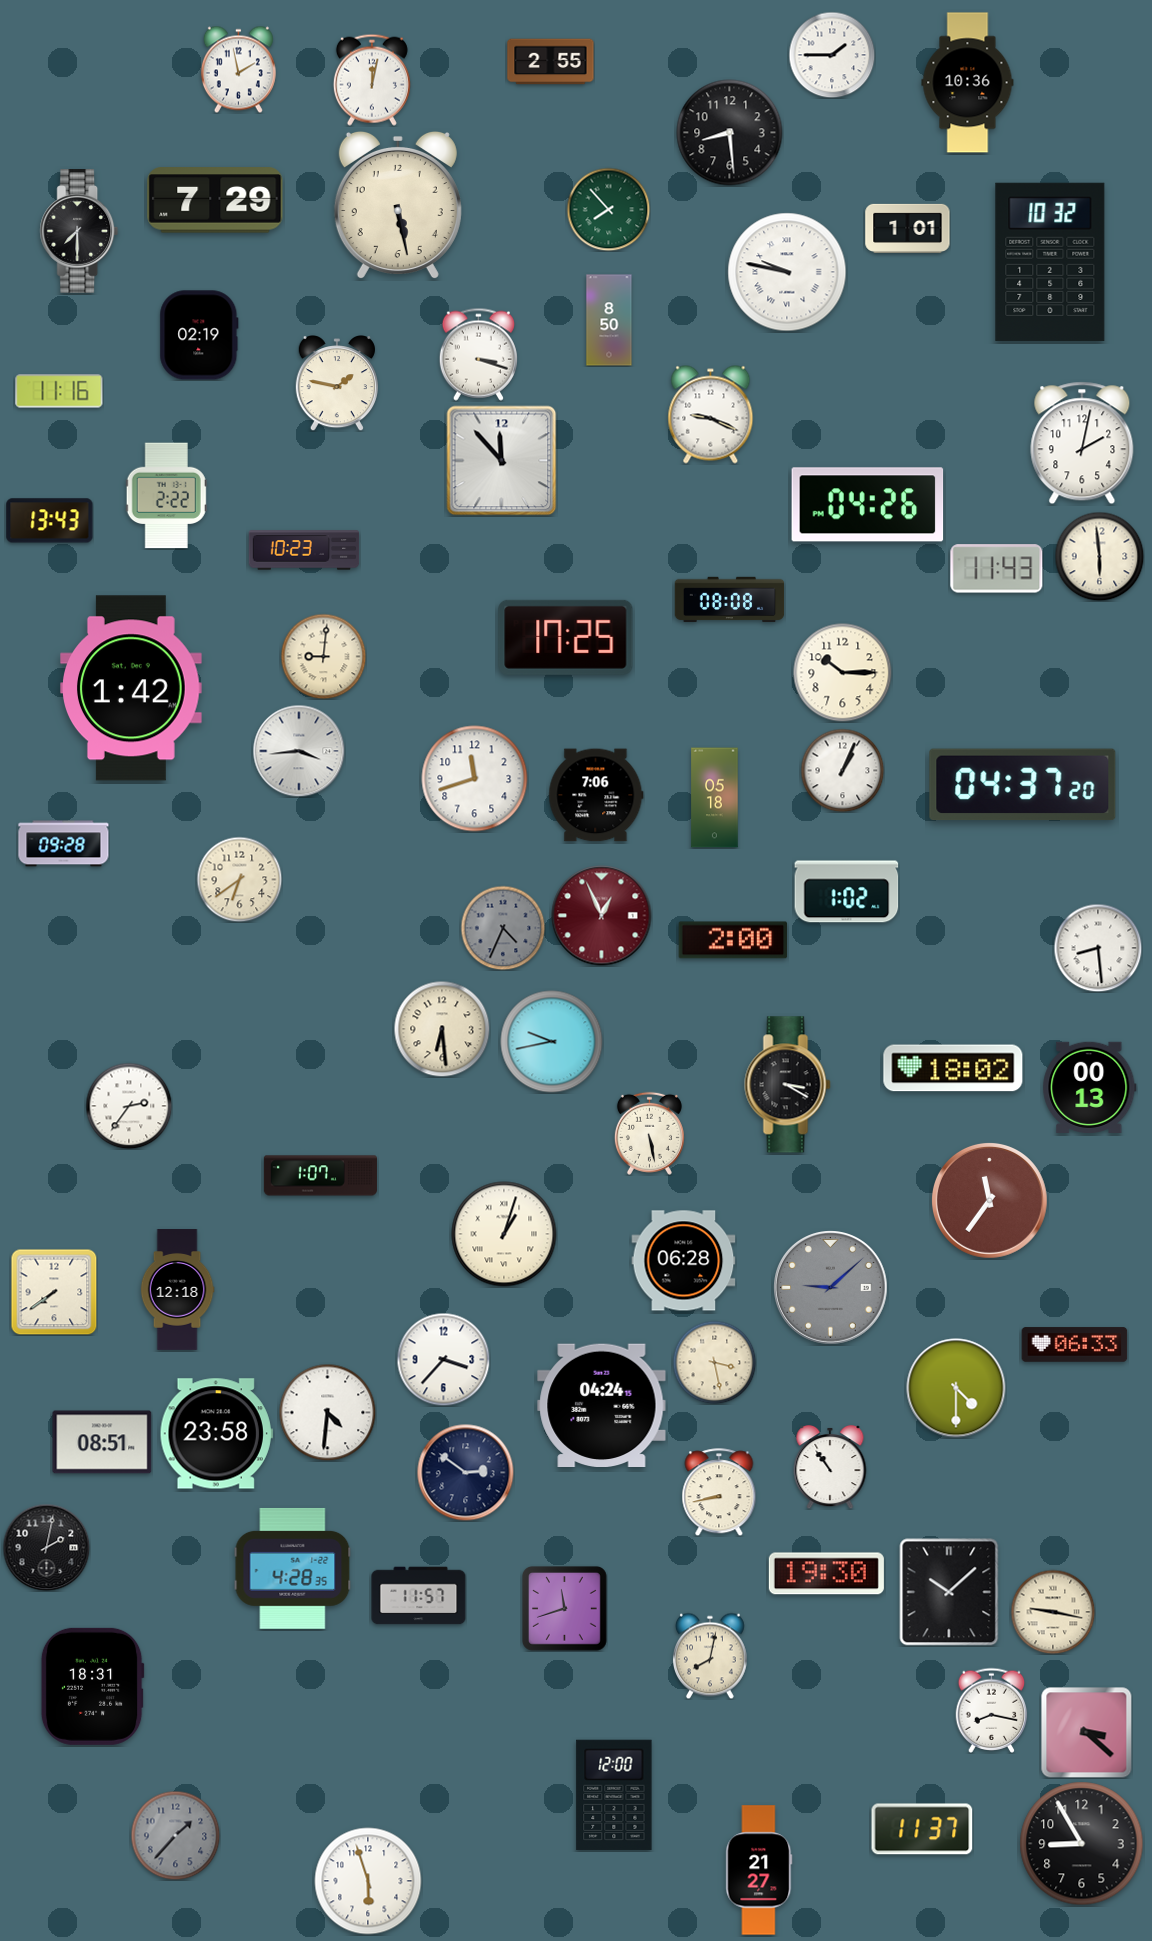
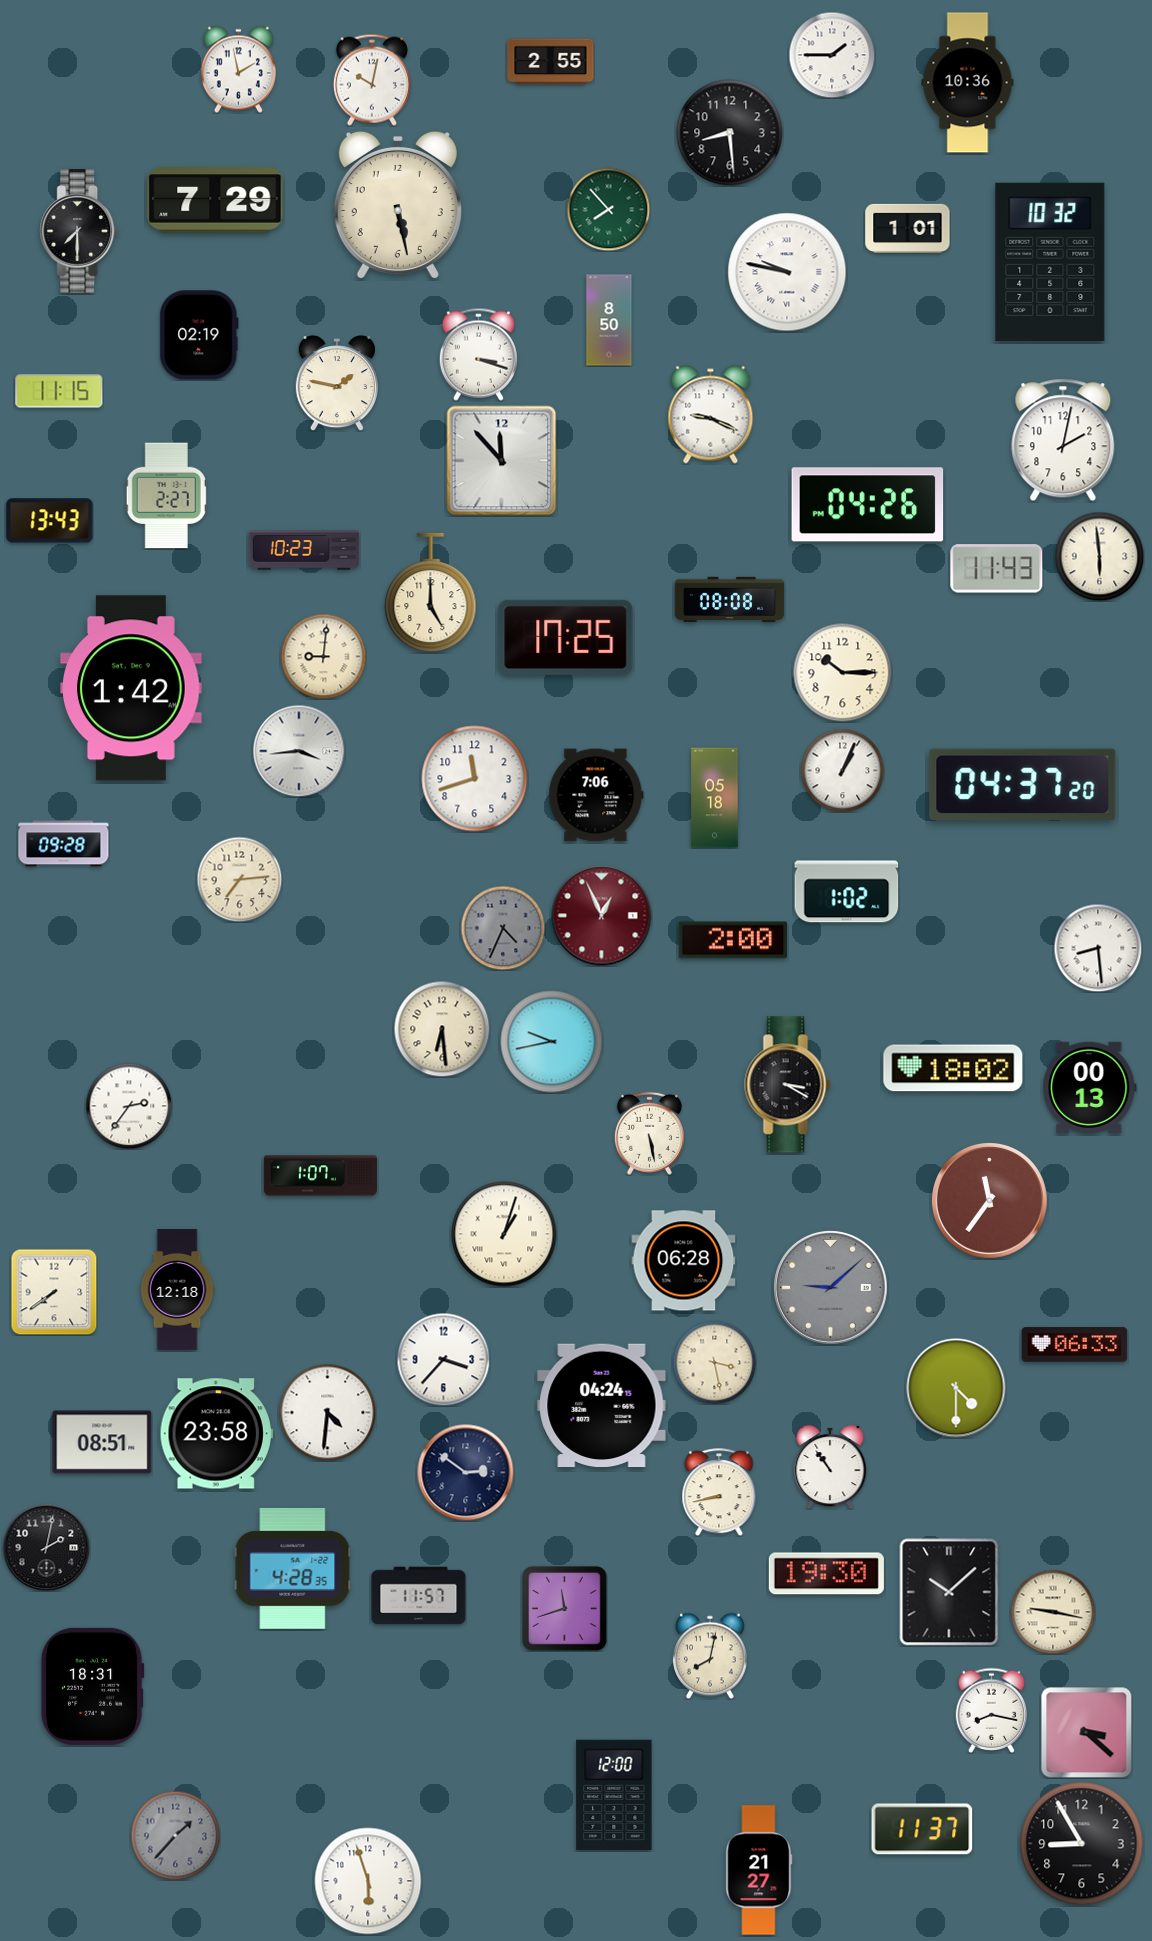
clock at (372, 80): 12:02 -> 10:02
clock at (59, 391): 11:16 -> 11:15
clock at (1082, 443) position: (1082, 443) -> (1063, 440)
clock at (166, 496): 2:22 -> 2:27
clock at (431, 593): none -> 5:00
clock at (239, 879): 6:39 -> 7:14
